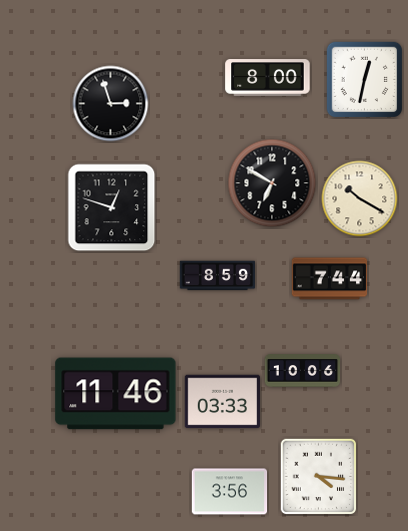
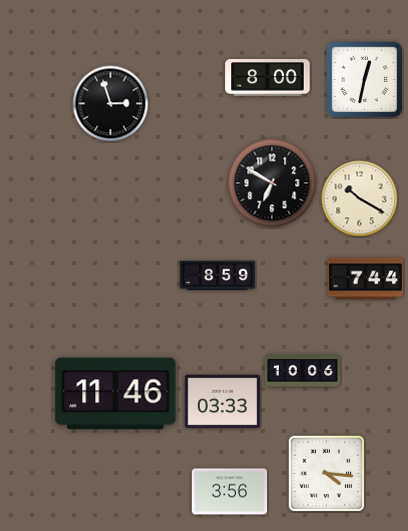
clock at (112, 208): 12:48 -> none
clock at (330, 279) position: (330, 279) -> (366, 279)
clock at (319, 477) position: (319, 477) -> (327, 474)
